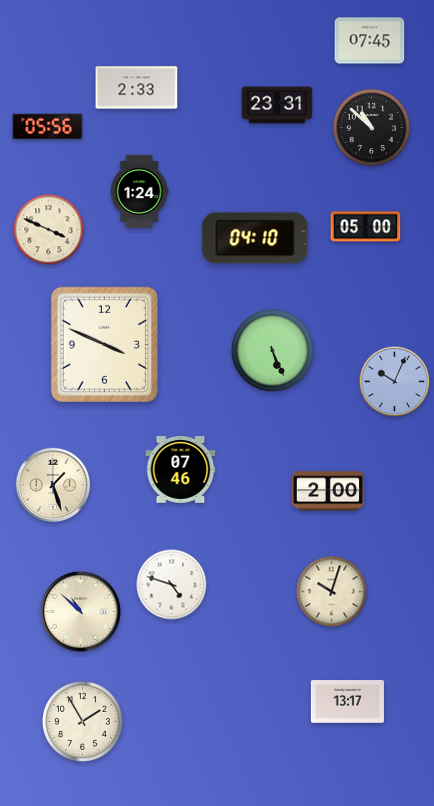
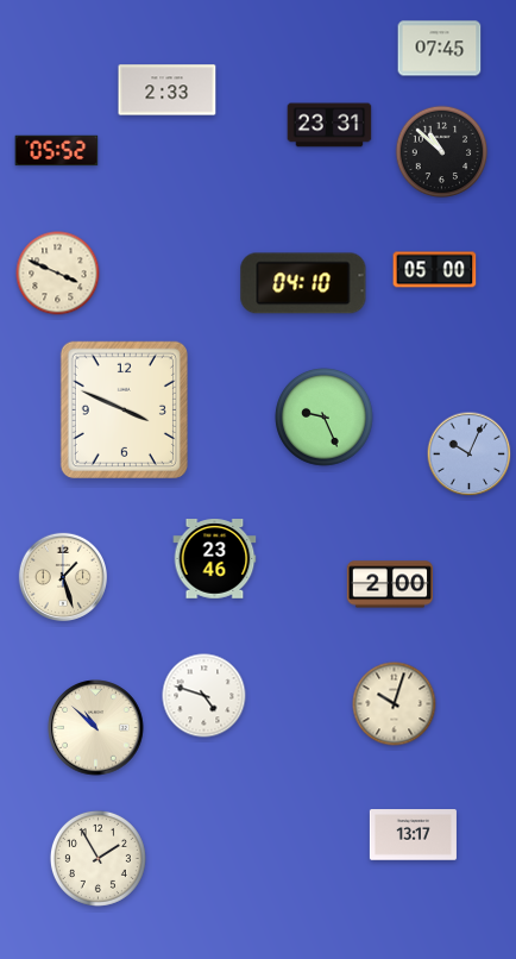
clock at (137, 88) position: (137, 88) -> (168, 90)
clock at (48, 127): 05:56 -> 05:52
clock at (139, 191): 1:24 -> none
clock at (273, 351): 5:26 -> 9:26
clock at (181, 470): 07:46 -> 23:46
